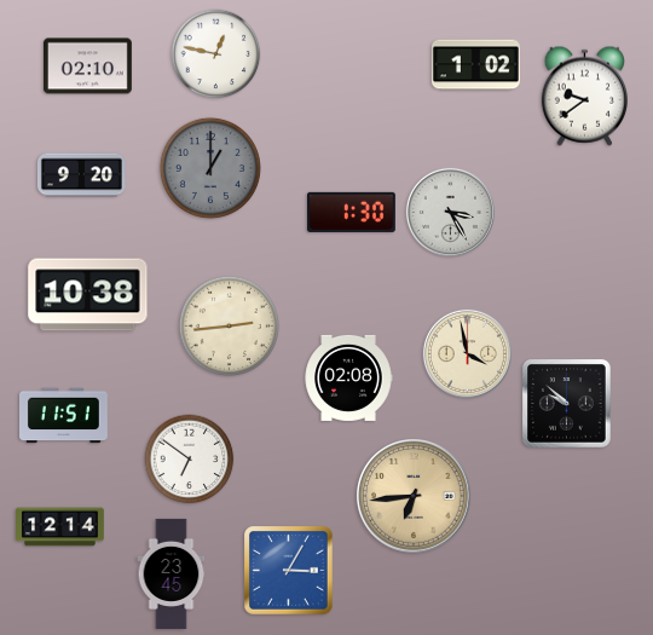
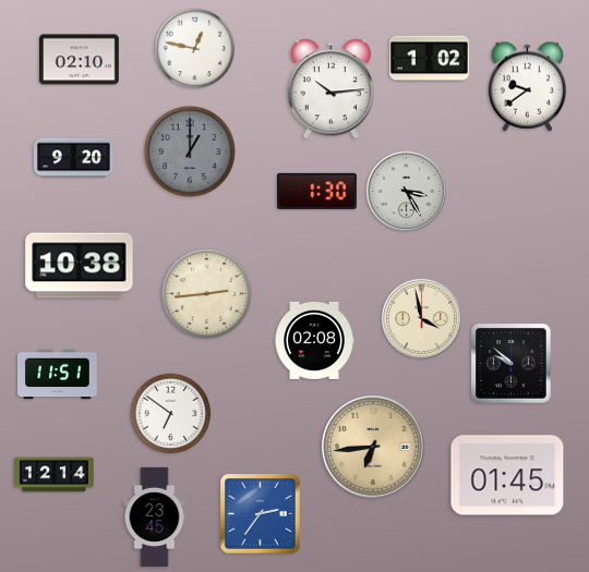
clock at (330, 89): none -> 10:14
clock at (507, 475): none -> 01:45
clock at (289, 571): 3:05 -> 2:36
